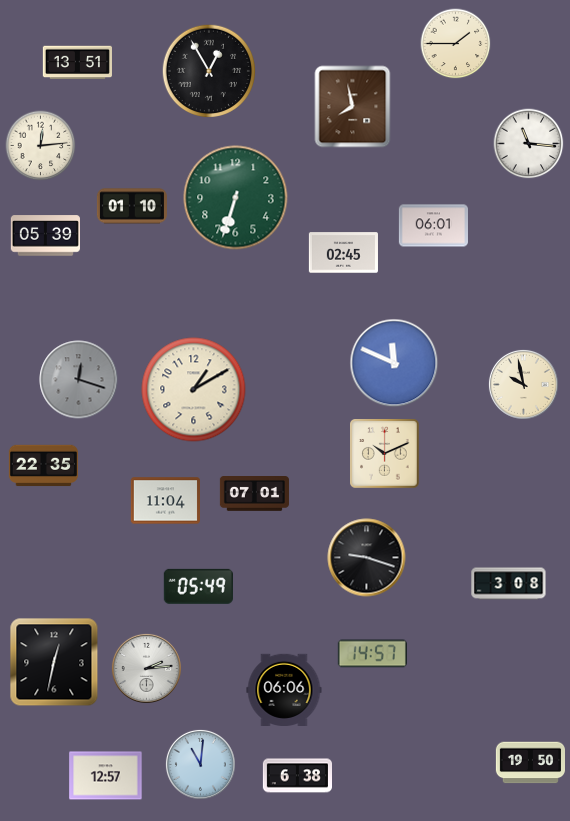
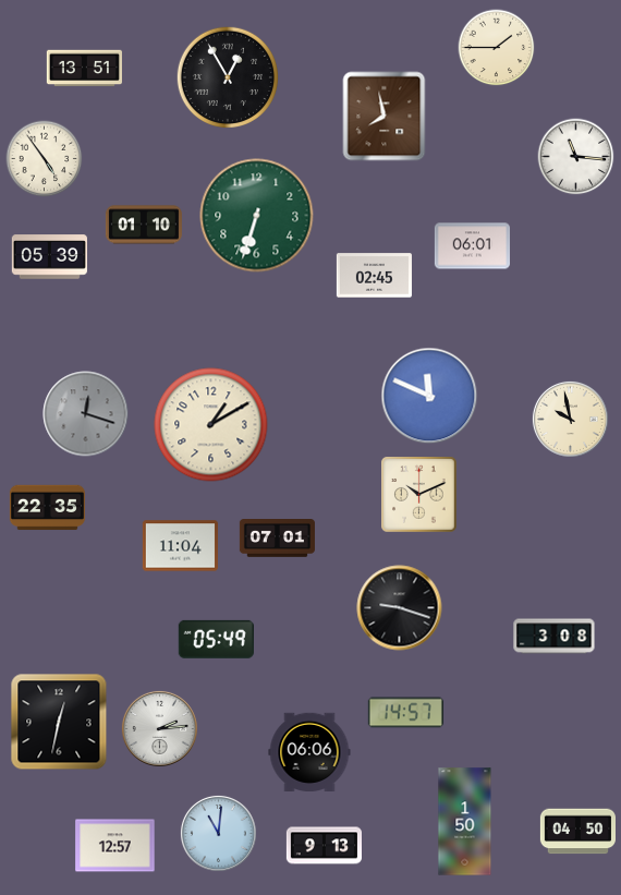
clock at (41, 146): 12:14 -> 4:54
clock at (465, 822): none -> 1:50
clock at (530, 763): 19:50 -> 04:50
clock at (297, 776): 6:38 -> 9:13
